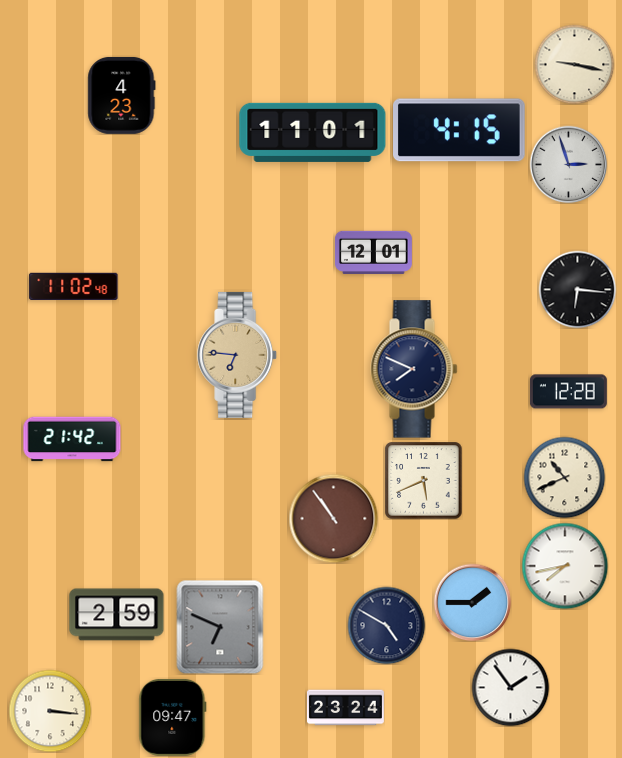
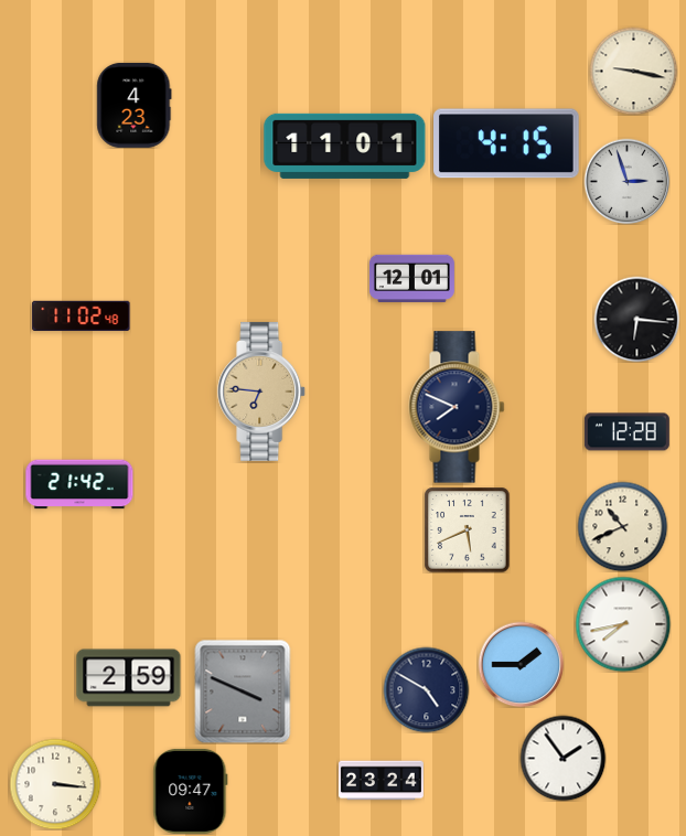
clock at (333, 518): 10:54 -> none
clock at (220, 627): 6:49 -> 3:49
